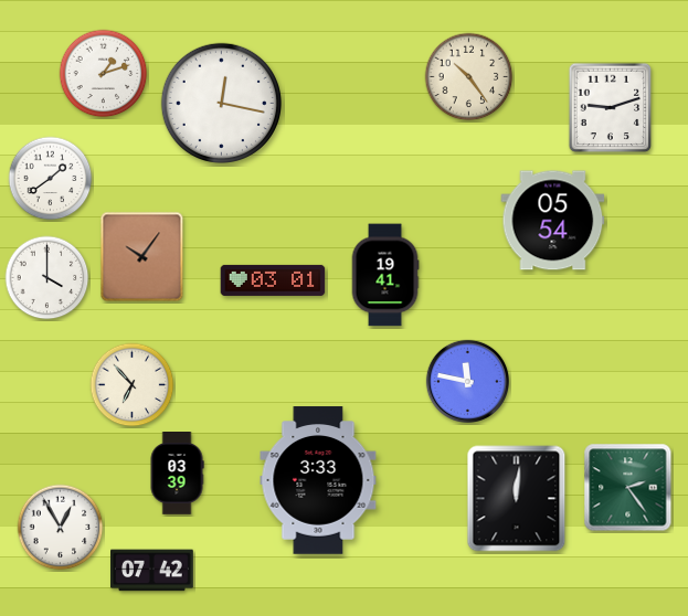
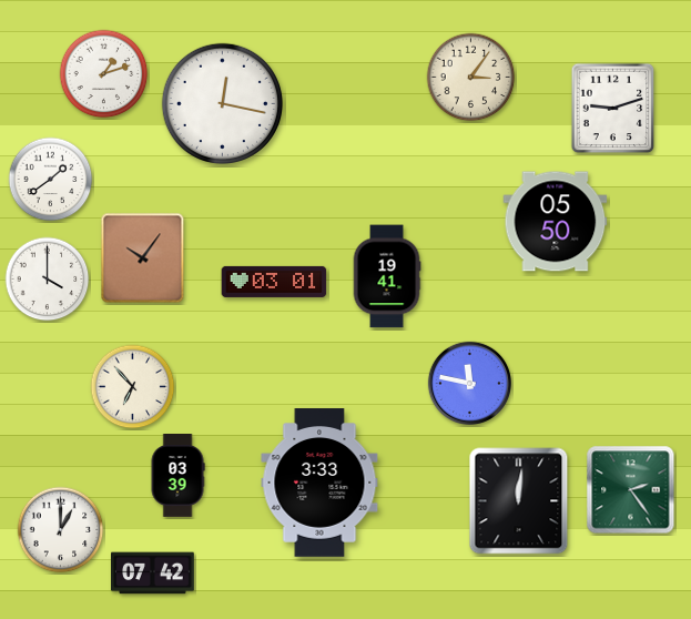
clock at (469, 77): 10:24 -> 3:06
clock at (553, 221): 05:54 -> 05:50
clock at (61, 528): 12:55 -> 1:00
